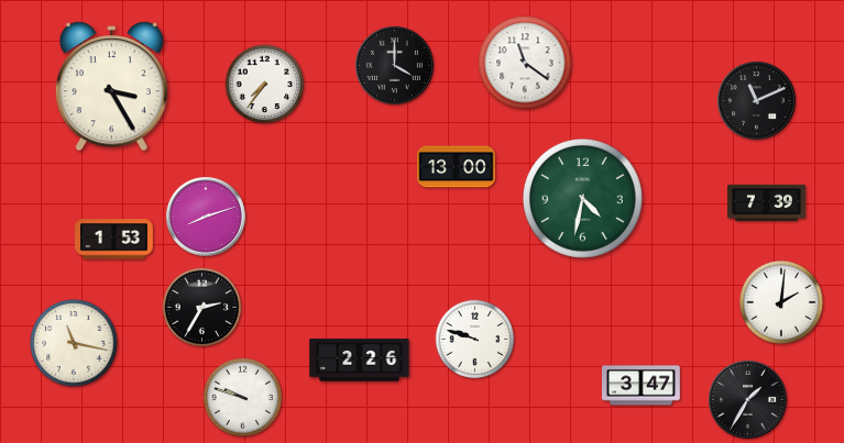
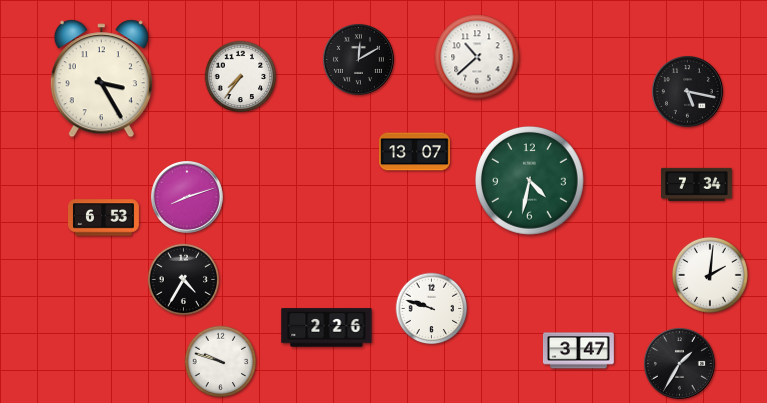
clock at (525, 63): 11:21 -> 10:38
clock at (394, 65): 4:00 -> 12:10
clock at (756, 100): 11:11 -> 5:17
clock at (457, 167): 13:00 -> 13:07
clock at (767, 202): 7:39 -> 7:34
clock at (114, 240): 1:53 -> 6:53
clock at (202, 308): 2:35 -> 4:35
clock at (74, 343): 11:17 -> none
clock at (640, 386) position: (640, 386) -> (578, 351)
